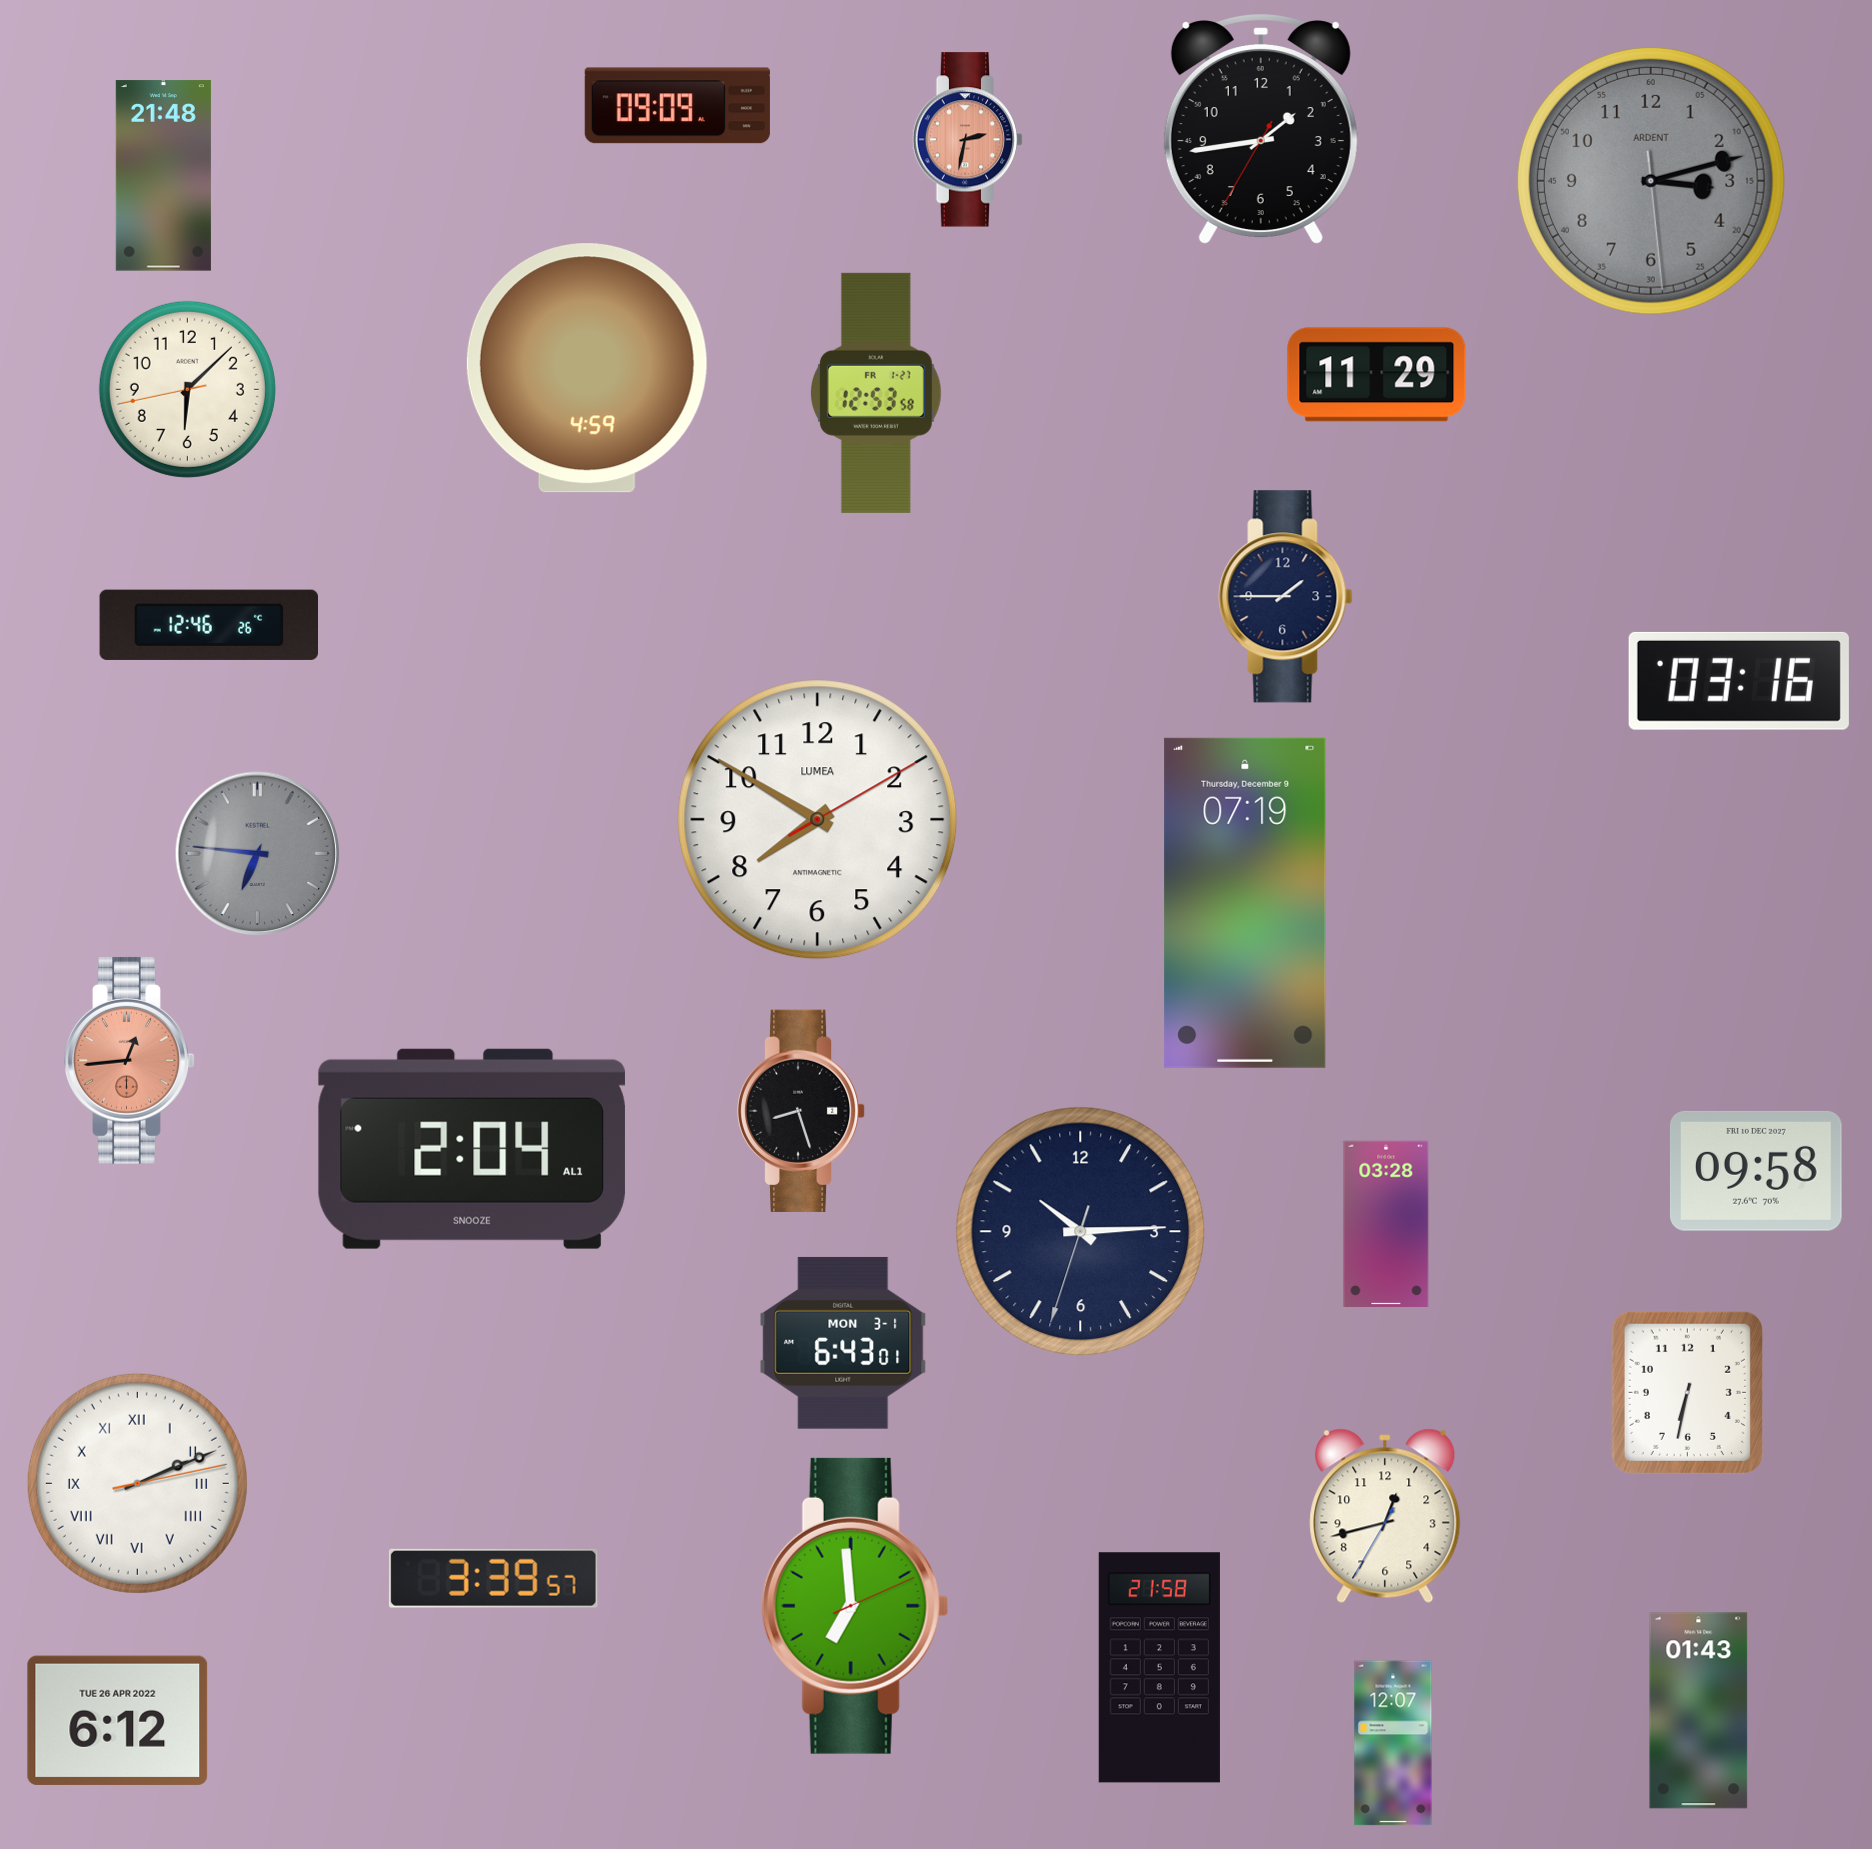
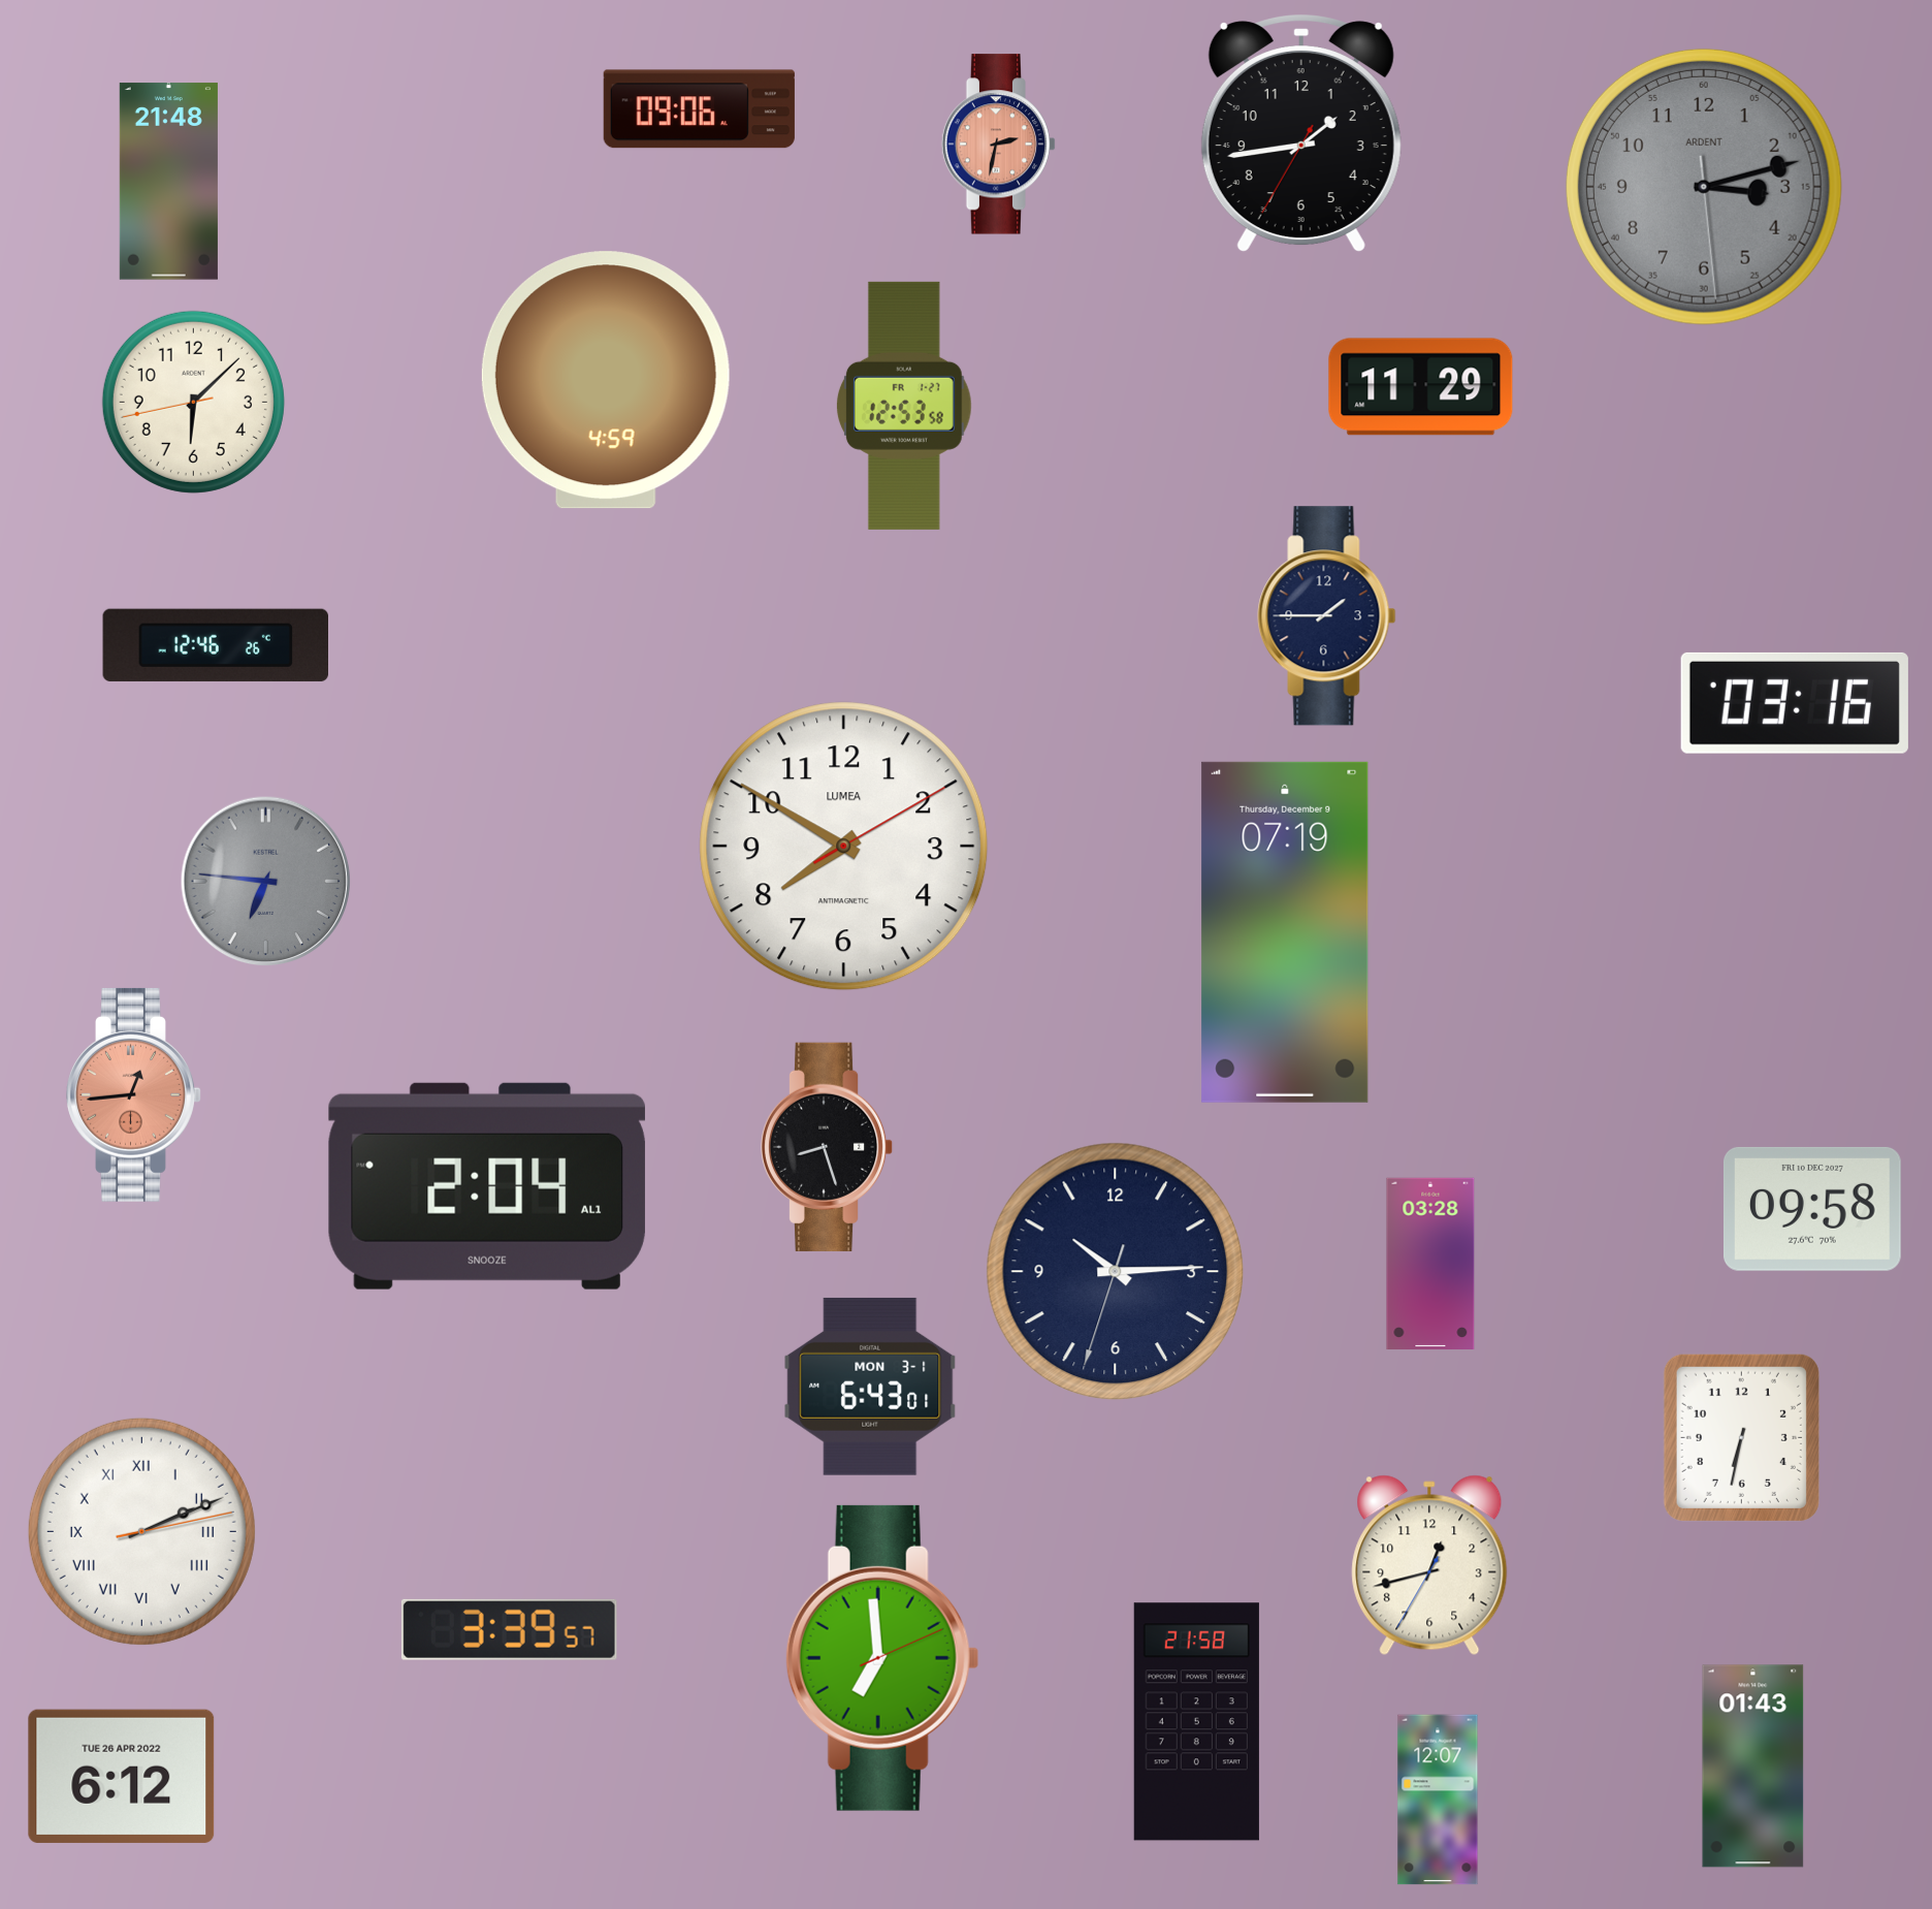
clock at (677, 106): 09:09 -> 09:06
